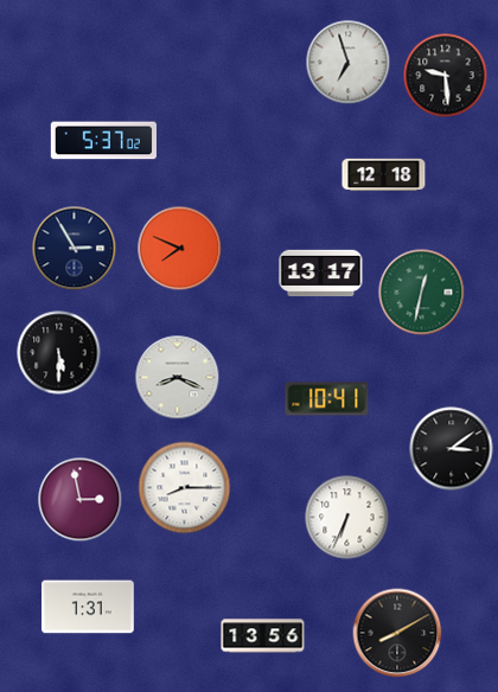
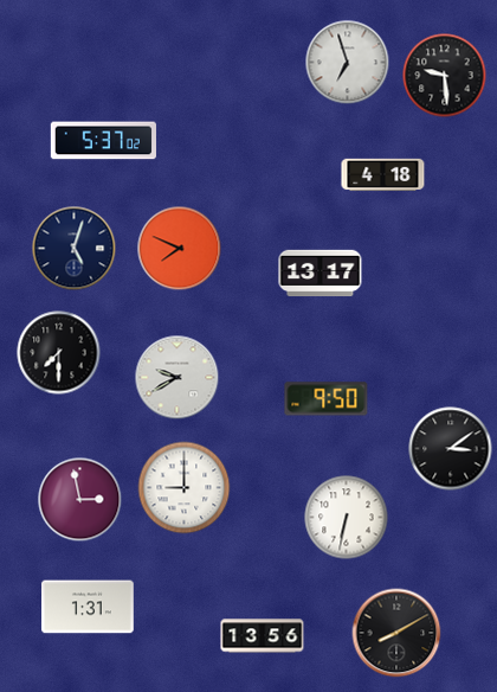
clock at (384, 175): 12:18 -> 4:18
clock at (75, 249): 2:55 -> 5:03
clock at (422, 293): 12:32 -> none
clock at (59, 353): 5:30 -> 7:30
clock at (178, 378): 8:19 -> 9:40
clock at (327, 399): 10:41 -> 9:50
clock at (185, 488): 8:15 -> 9:00
clock at (347, 518): 6:34 -> 6:32
